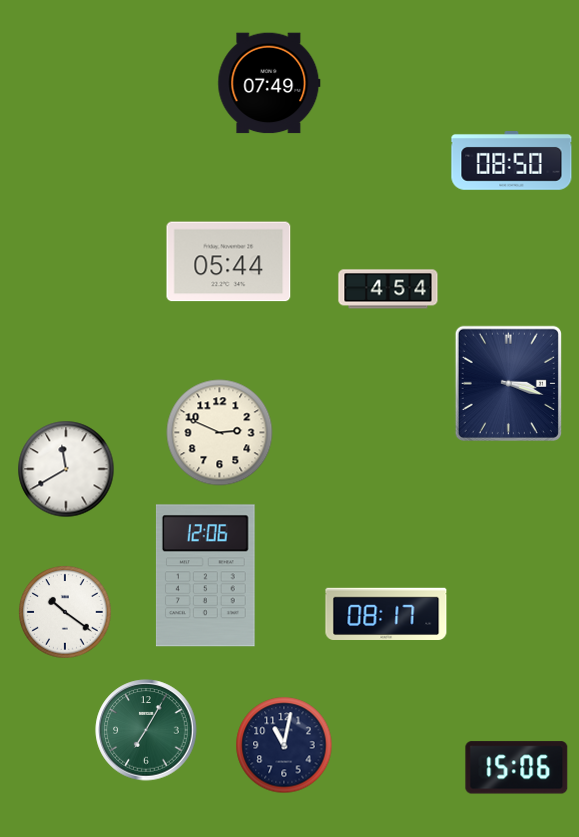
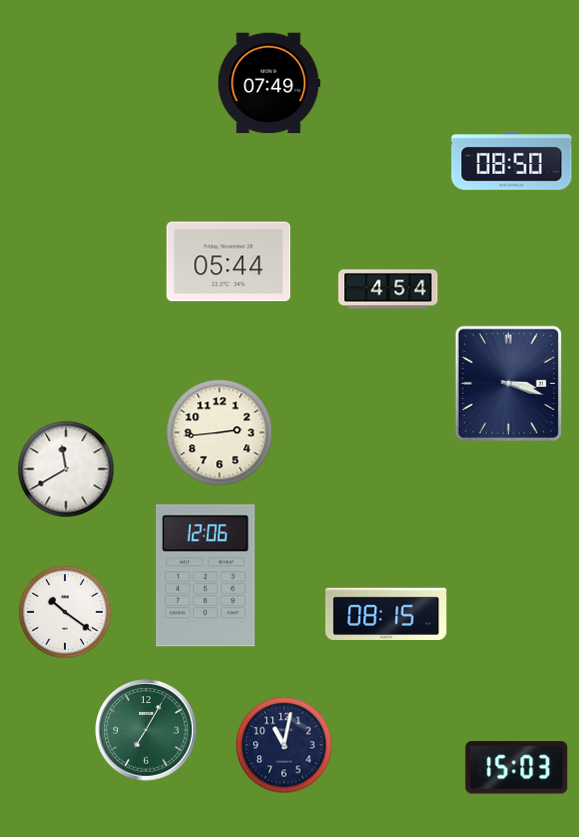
clock at (220, 433): 2:49 -> 2:44
clock at (386, 613): 08:17 -> 08:15
clock at (517, 768): 15:06 -> 15:03
